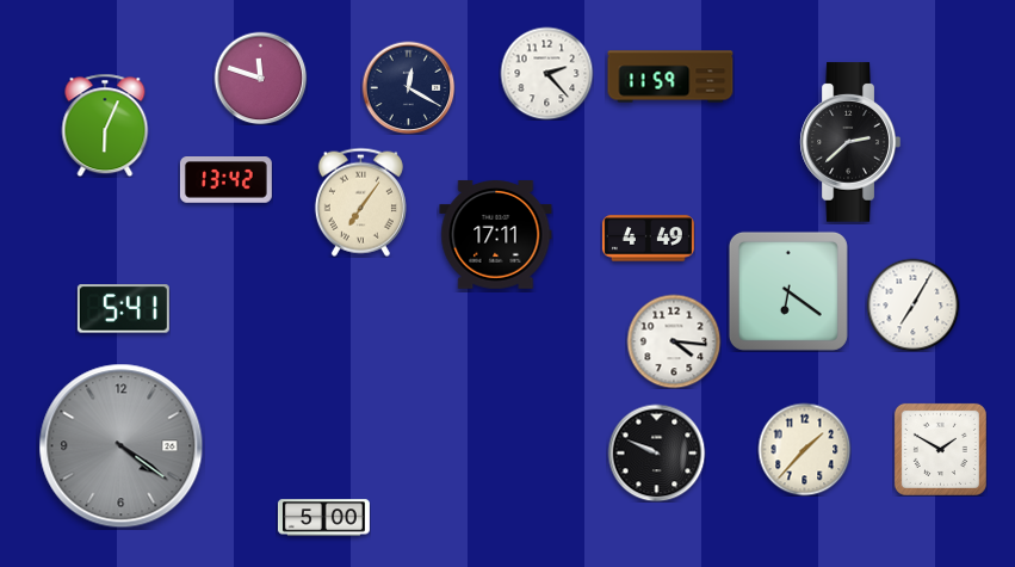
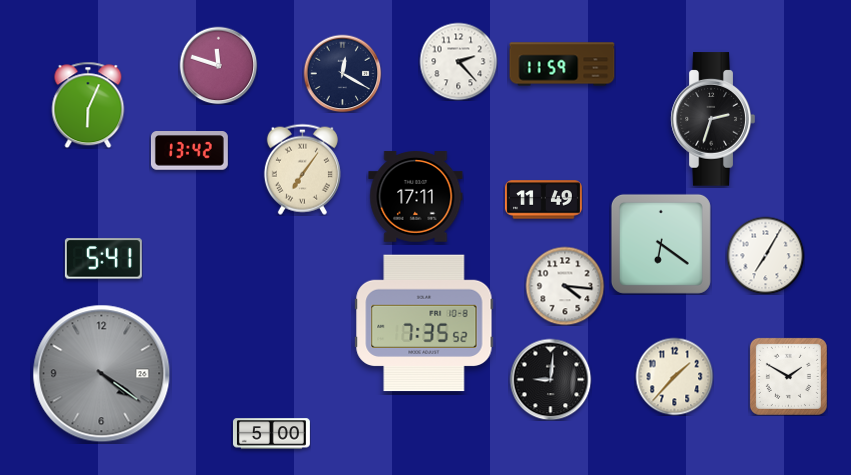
clock at (850, 142): 2:38 -> 2:33
clock at (648, 239): 4:49 -> 11:49
clock at (424, 323): none -> 7:35
clock at (656, 452): 9:49 -> 9:01
